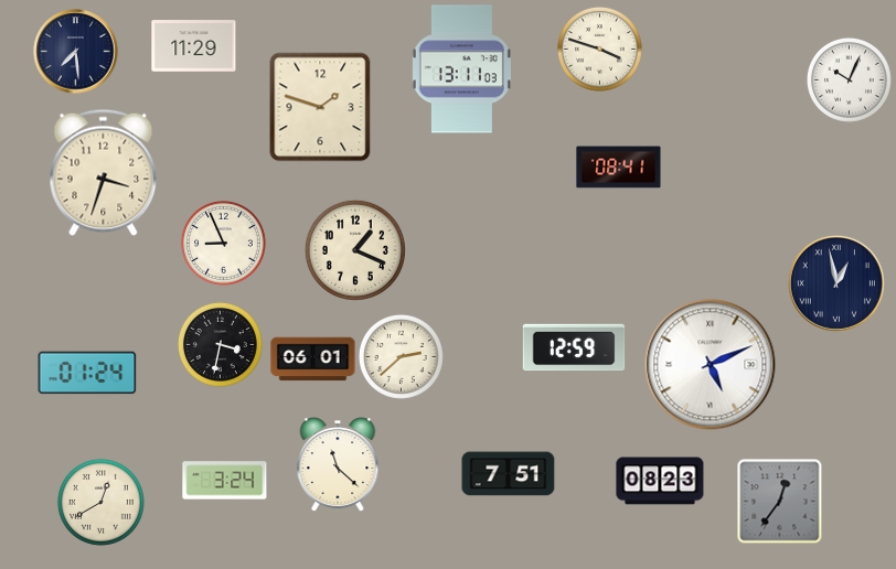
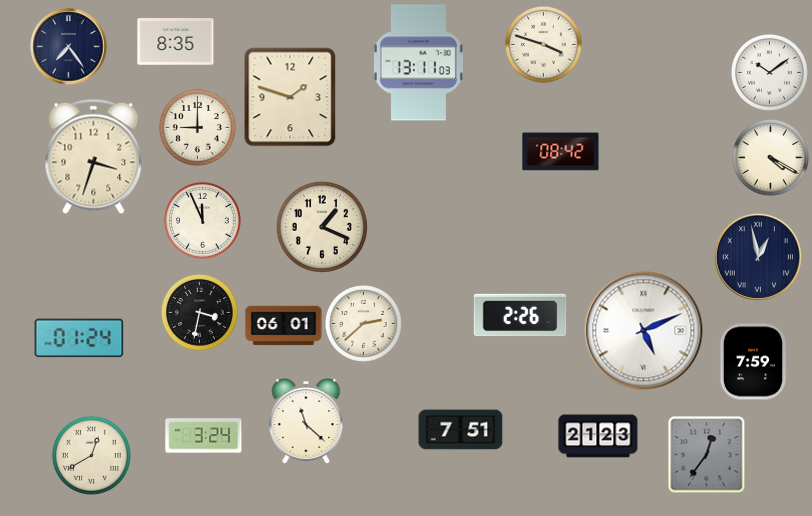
clock at (194, 46): 11:29 -> 8:35
clock at (76, 52): 7:29 -> 7:24
clock at (849, 79): 10:04 -> 10:09
clock at (197, 127): none -> 9:00
clock at (619, 168): 08:41 -> 08:42
clock at (770, 157): none -> 4:20
clock at (223, 243): 8:56 -> 11:56
clock at (574, 347): 12:59 -> 2:26
clock at (753, 362): none -> 7:59
clock at (660, 481): 08:23 -> 21:23
